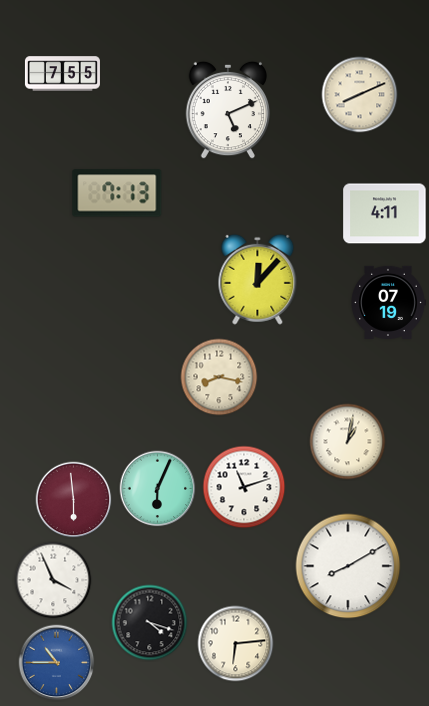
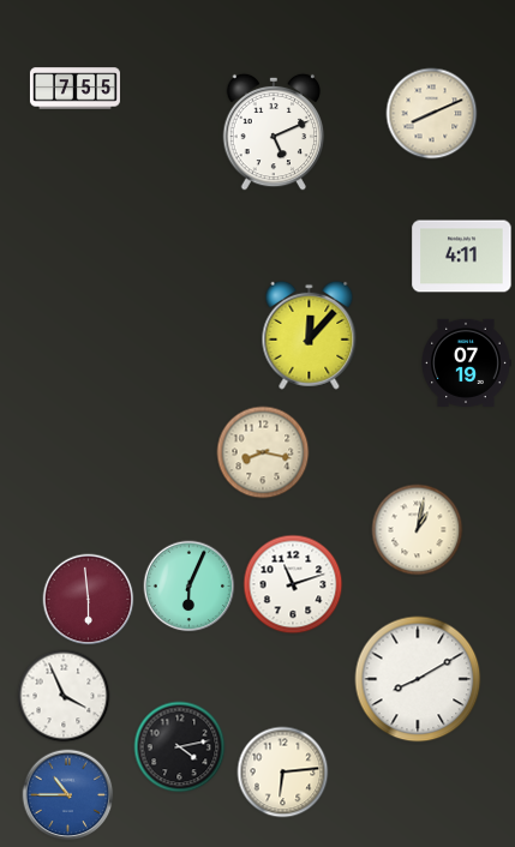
clock at (117, 193): 7:13 -> none
clock at (150, 623): 4:18 -> 4:13
